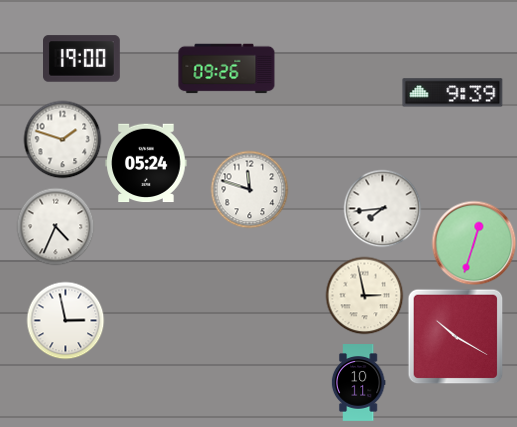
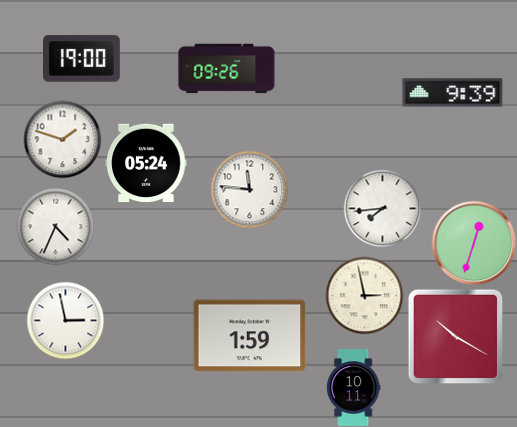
clock at (249, 189): 11:48 -> 11:46
clock at (250, 336): none -> 1:59
clock at (358, 383) position: (358, 383) -> (353, 388)
